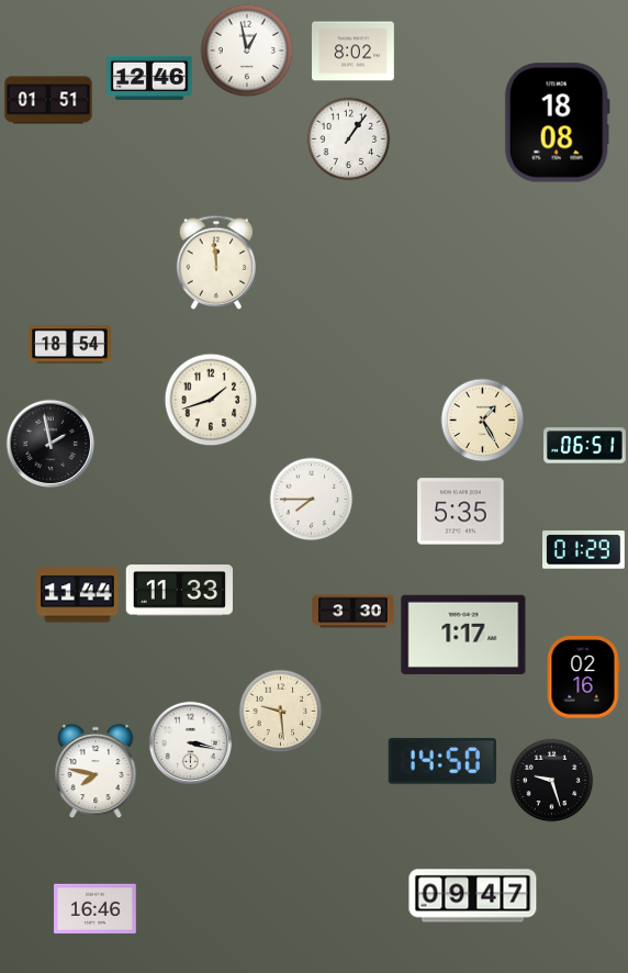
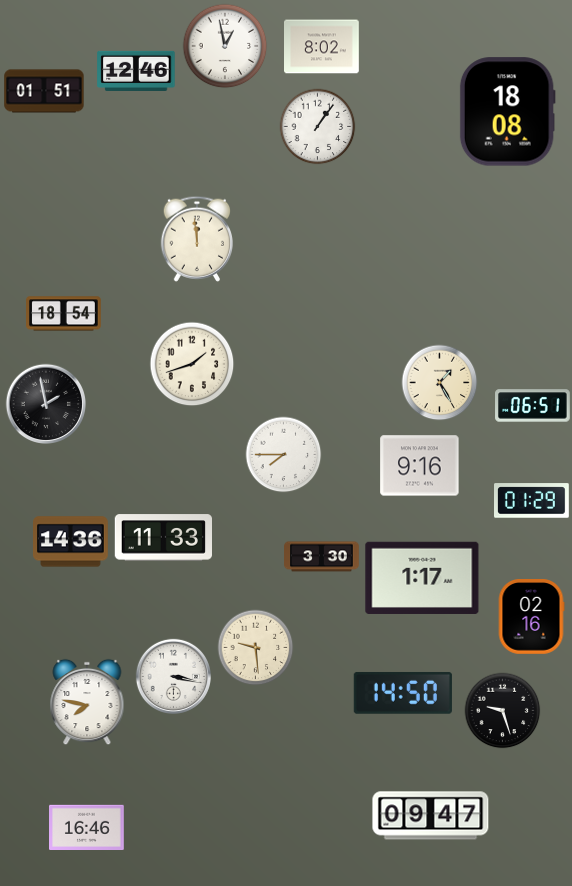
clock at (461, 512): 5:35 -> 9:16
clock at (78, 595): 11:44 -> 14:36
